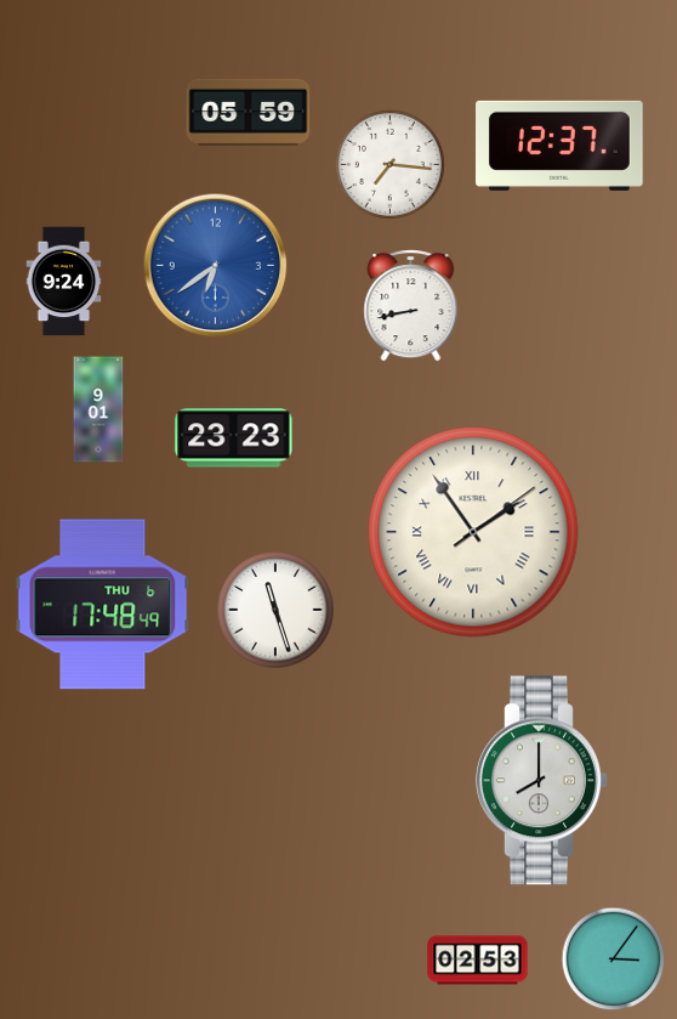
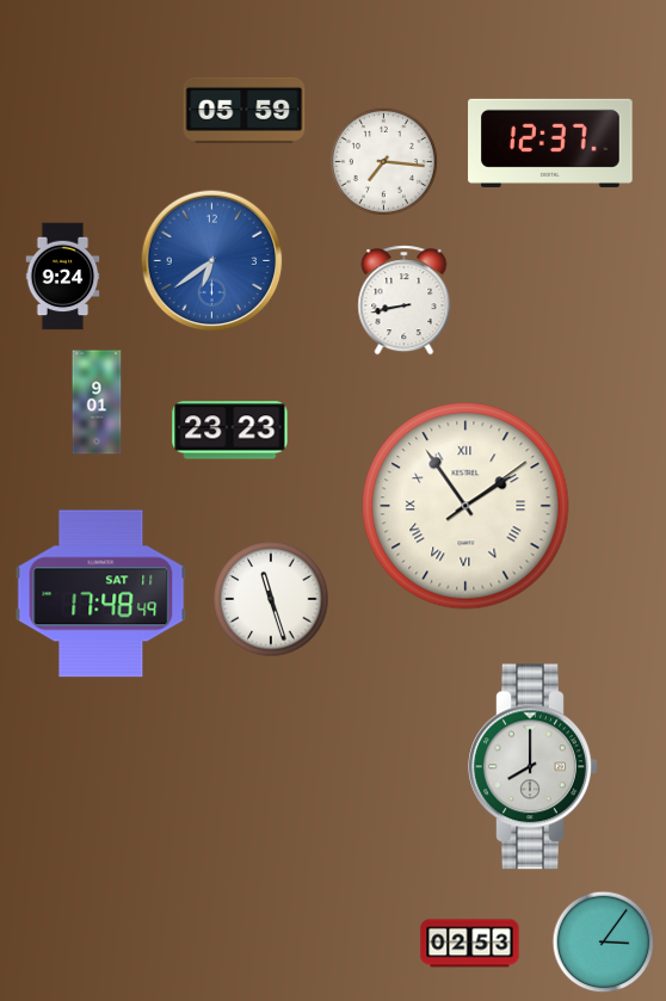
clock at (473, 532) position: (473, 532) -> (465, 506)
clock at (103, 605) date: THU 6 -> SAT 11
